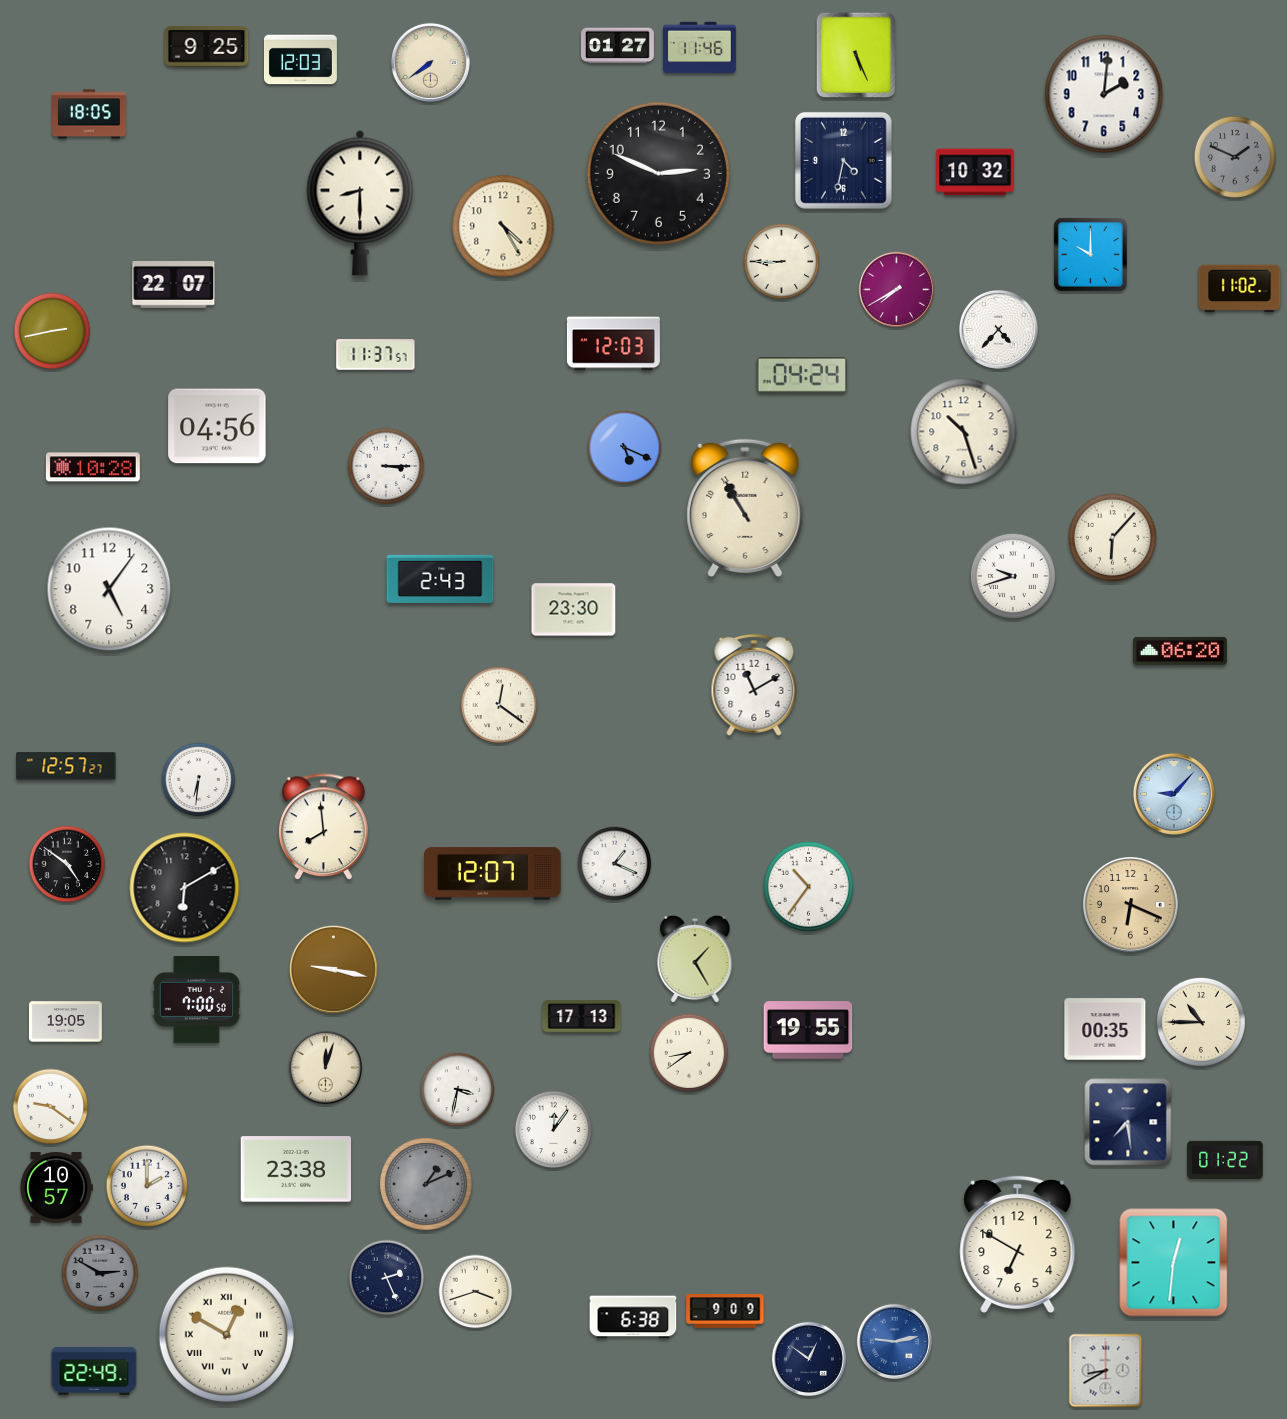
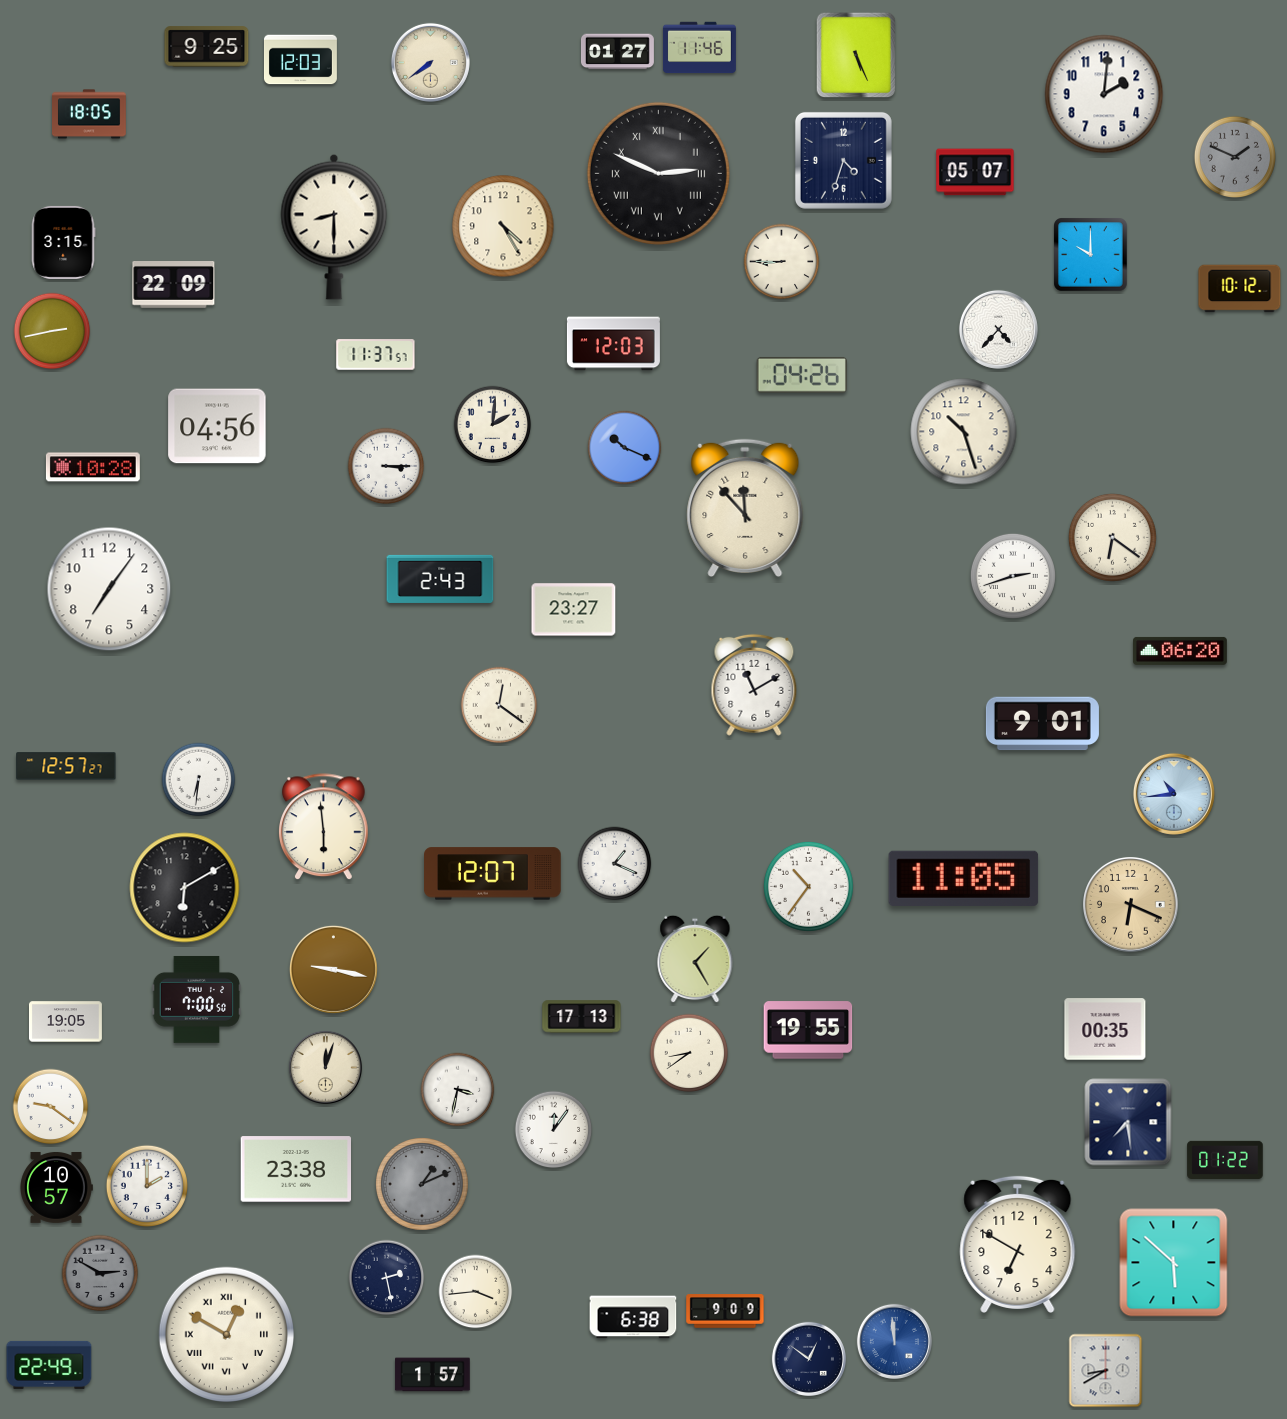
clock at (617, 46) position: (617, 46) -> (617, 52)
clock at (843, 160): 4:32 -> 4:33
clock at (975, 172): 10:32 -> 05:07
clock at (658, 173) numerals: Arabic -> Roman
clock at (360, 203) position: (360, 203) -> (334, 227)
clock at (63, 242): none -> 3:15
clock at (174, 285): 22:07 -> 22:09
clock at (896, 289): 7:40 -> none
clock at (1240, 289): 11:02 -> 10:12
clock at (802, 375): 04:24 -> 04:26
clock at (493, 425): none -> 2:01
clock at (625, 448): 5:19 -> 10:19
clock at (745, 508): 10:55 -> 11:53
clock at (1112, 537): 6:07 -> 6:21
clock at (1013, 576): 9:42 -> 2:42
clock at (109, 589): 5:06 -> 7:06
clock at (574, 610): 23:30 -> 23:27
clock at (1042, 724): none -> 9:01
clock at (1174, 794): 9:07 -> 10:44
clock at (324, 827): 7:59 -> 5:59
clock at (67, 864): 4:51 -> none
clock at (964, 878): none -> 11:05
clock at (1201, 1022): 10:45 -> none
clock at (427, 1185) position: (427, 1185) -> (423, 1185)
clock at (1174, 1263): 12:31 -> 5:52
clock at (387, 1278): 2:26 -> 2:28
clock at (476, 1292): 3:42 -> 3:44
clock at (894, 1341): 9:13 -> 11:59
clock at (94, 1371) position: (94, 1371) -> (49, 1365)
clock at (433, 1375): none -> 1:57
